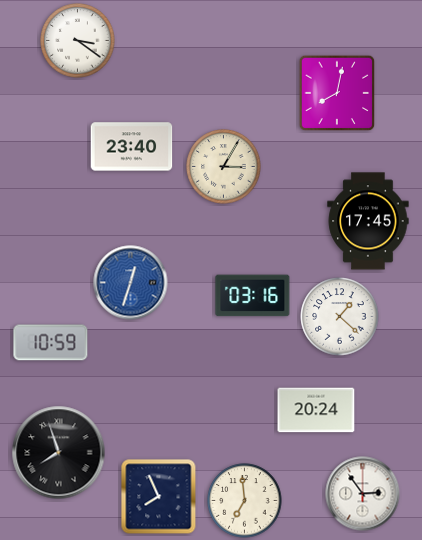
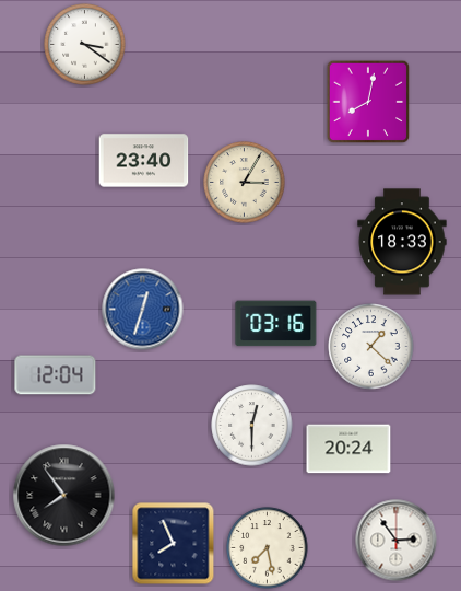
clock at (368, 221): 17:45 -> 18:33
clock at (51, 343): 10:59 -> 12:04
clock at (252, 426): none -> 12:30
clock at (316, 410) position: (316, 410) -> (348, 449)
clock at (59, 453): 7:57 -> 7:54
clock at (245, 501): 6:59 -> 7:28
